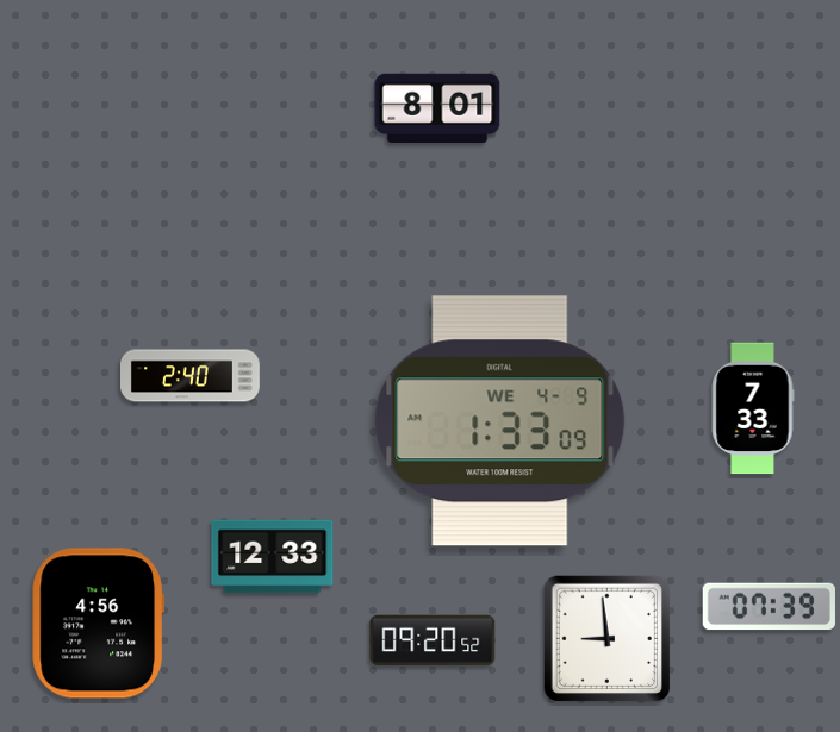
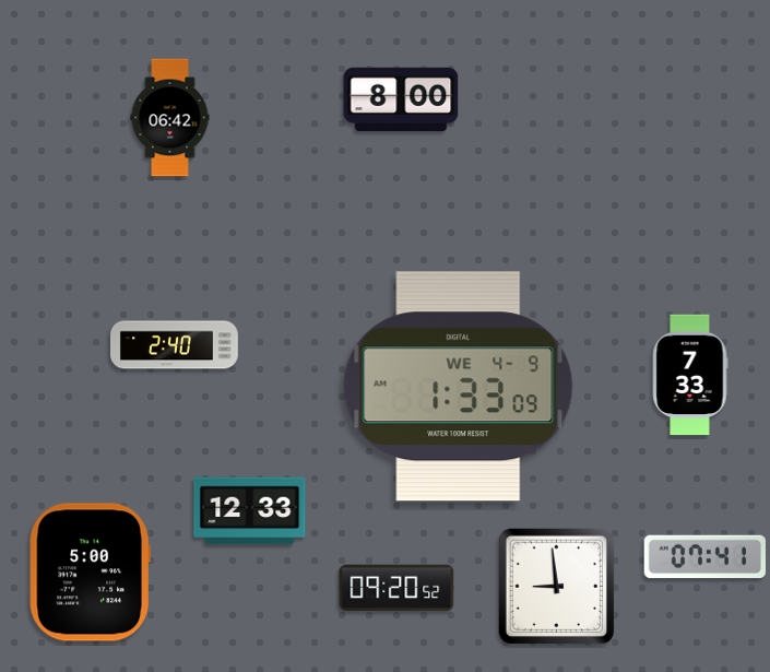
clock at (437, 107): 8:01 -> 8:00
clock at (170, 118): none -> 06:42
clock at (769, 607): 07:39 -> 07:41
clock at (98, 624): 4:56 -> 5:00
